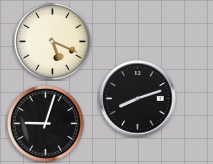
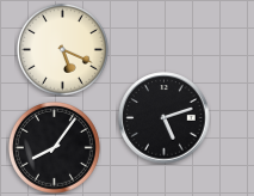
clock at (138, 99): 8:12 -> 5:12
clock at (45, 123): 9:03 -> 8:06
